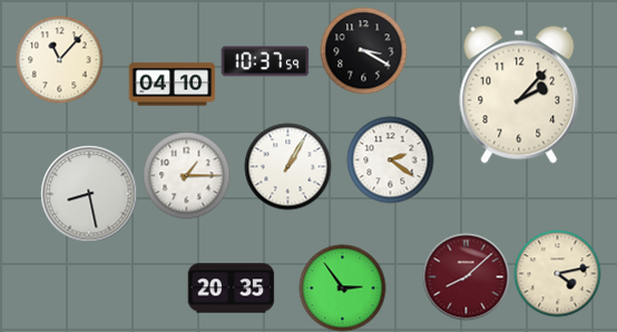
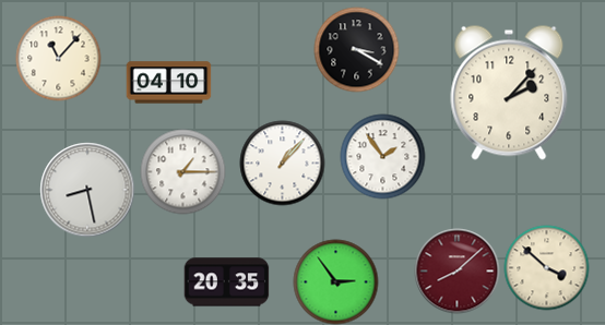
clock at (265, 61): 10:37 -> none
clock at (390, 159): 2:21 -> 1:54
clock at (287, 166): 1:05 -> 1:07
clock at (557, 273): 4:13 -> 3:52
